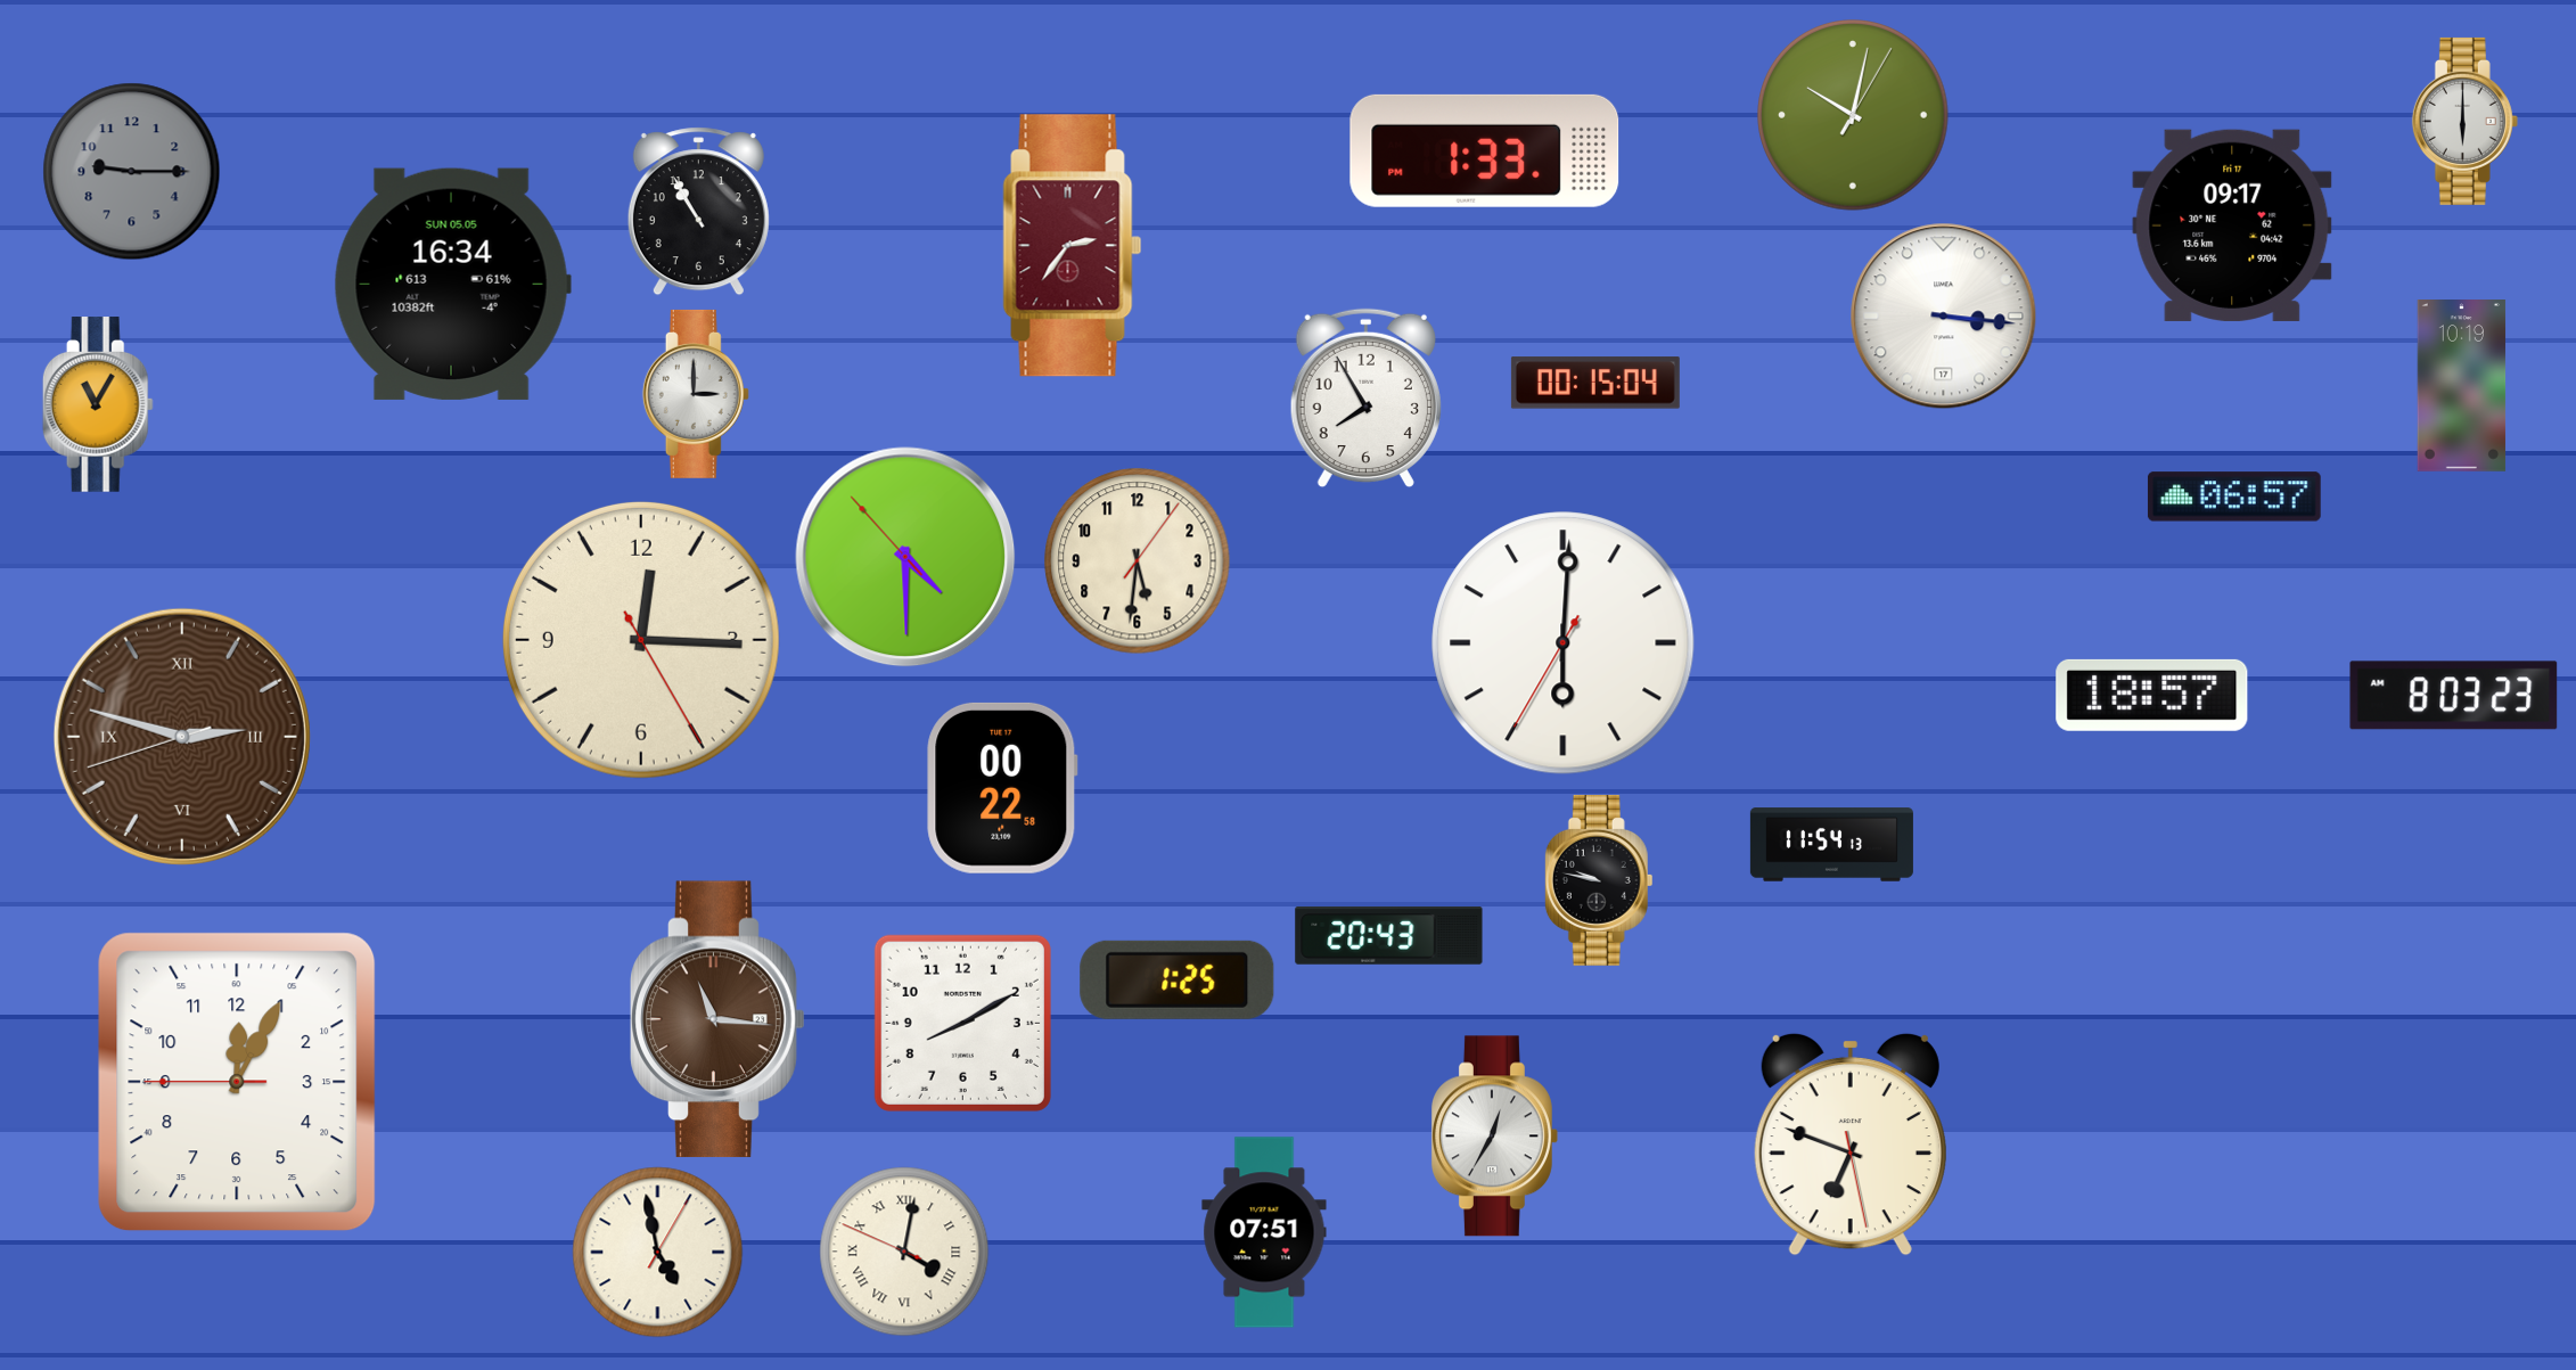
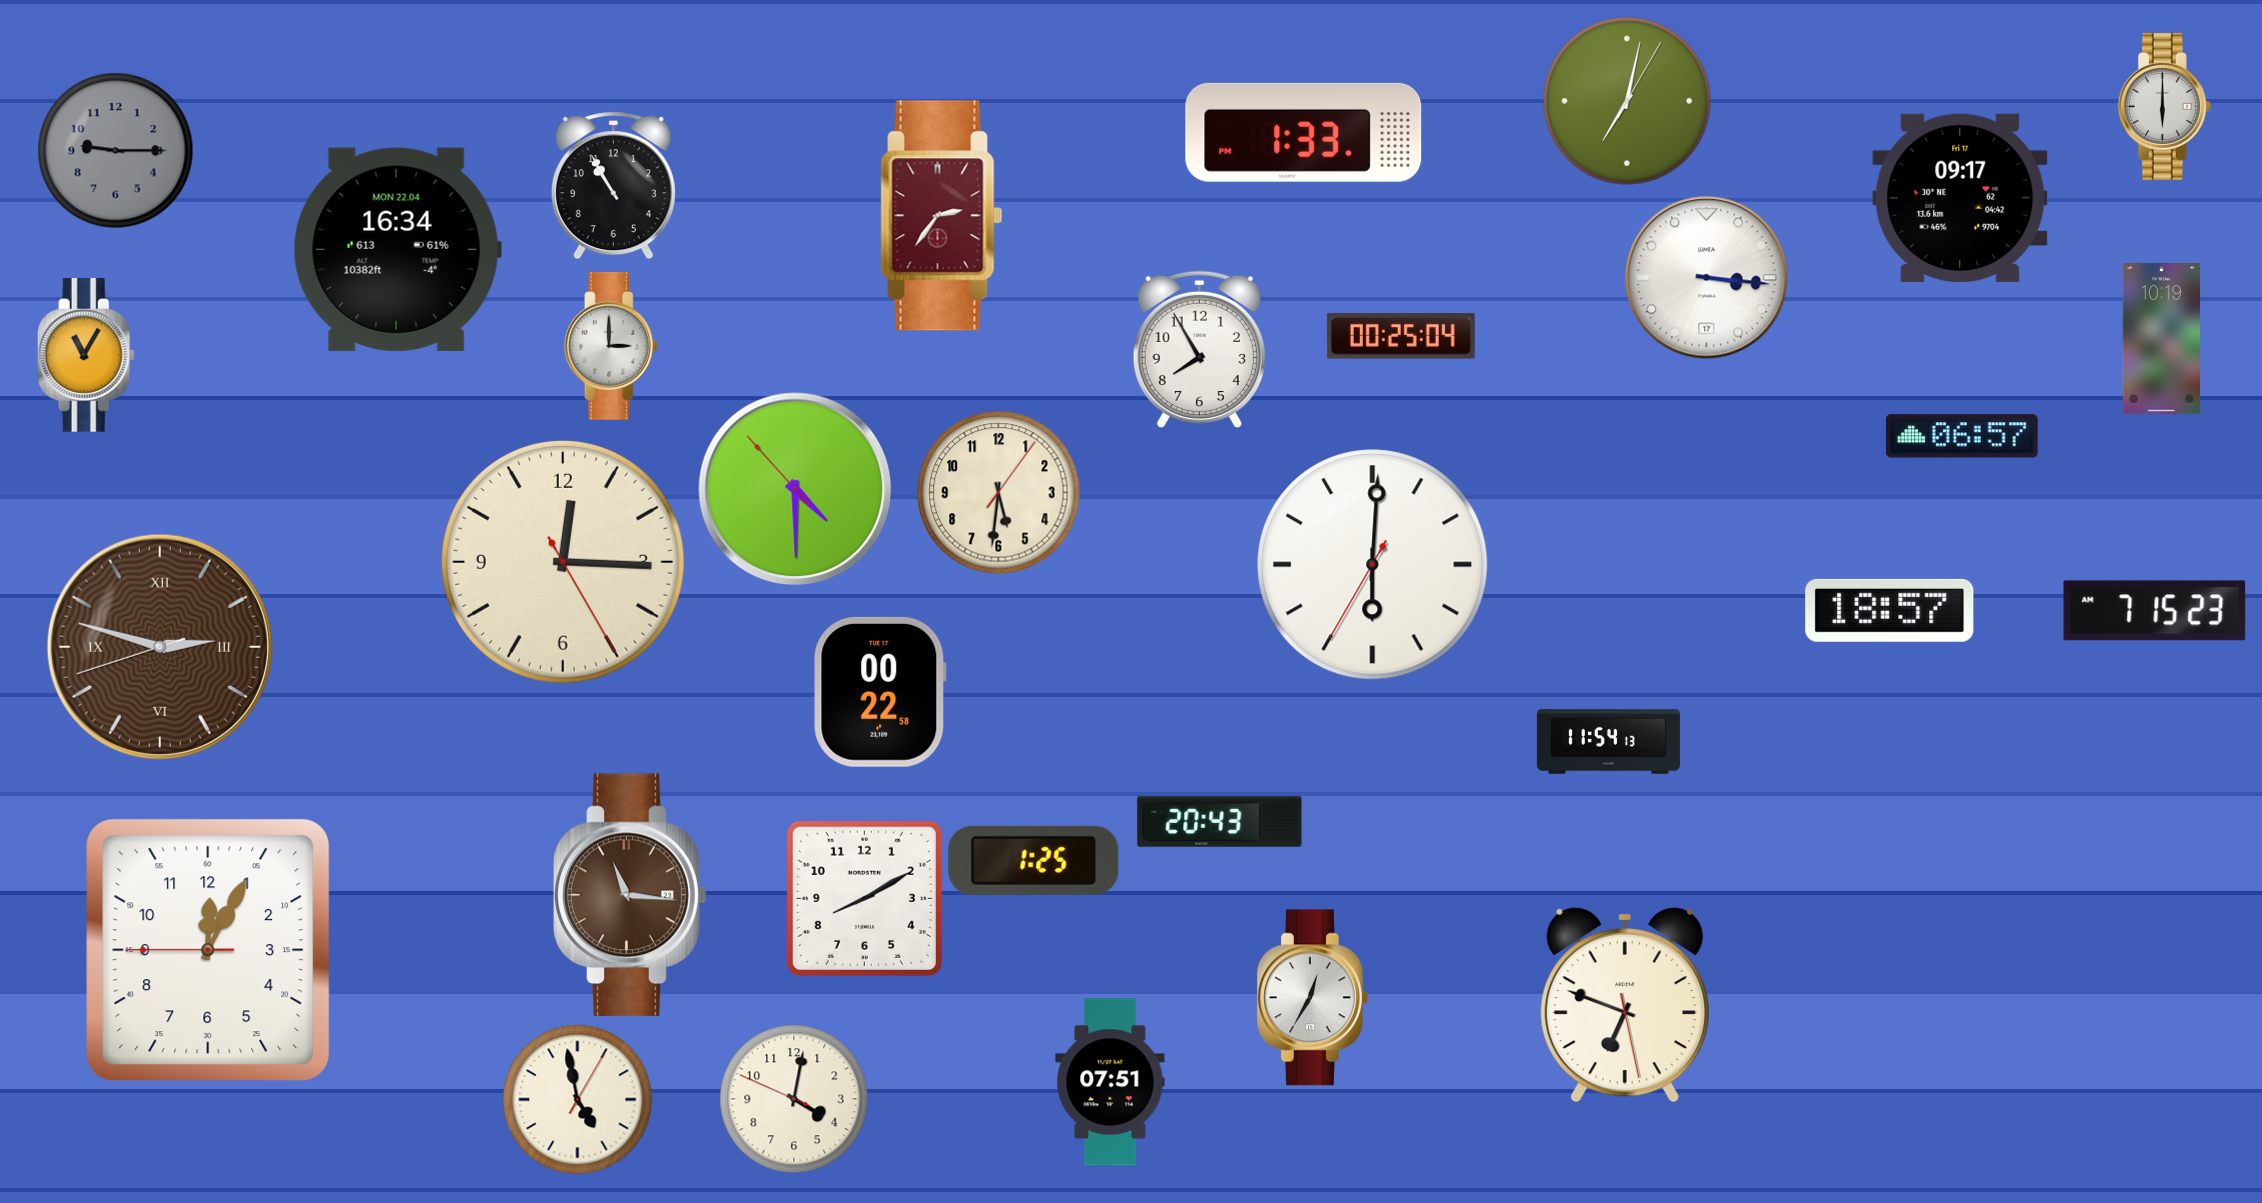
clock at (1853, 115): 10:02 -> 7:02
clock at (452, 284) date: SUN 05.05 -> MON 22.04
clock at (1595, 383): 00:15 -> 00:25
clock at (2454, 696): 8:03 -> 7:15
clock at (1599, 880): 9:47 -> none
clock at (962, 1023) position: (962, 1023) -> (864, 898)
clock at (904, 1252) numerals: Roman -> Arabic
